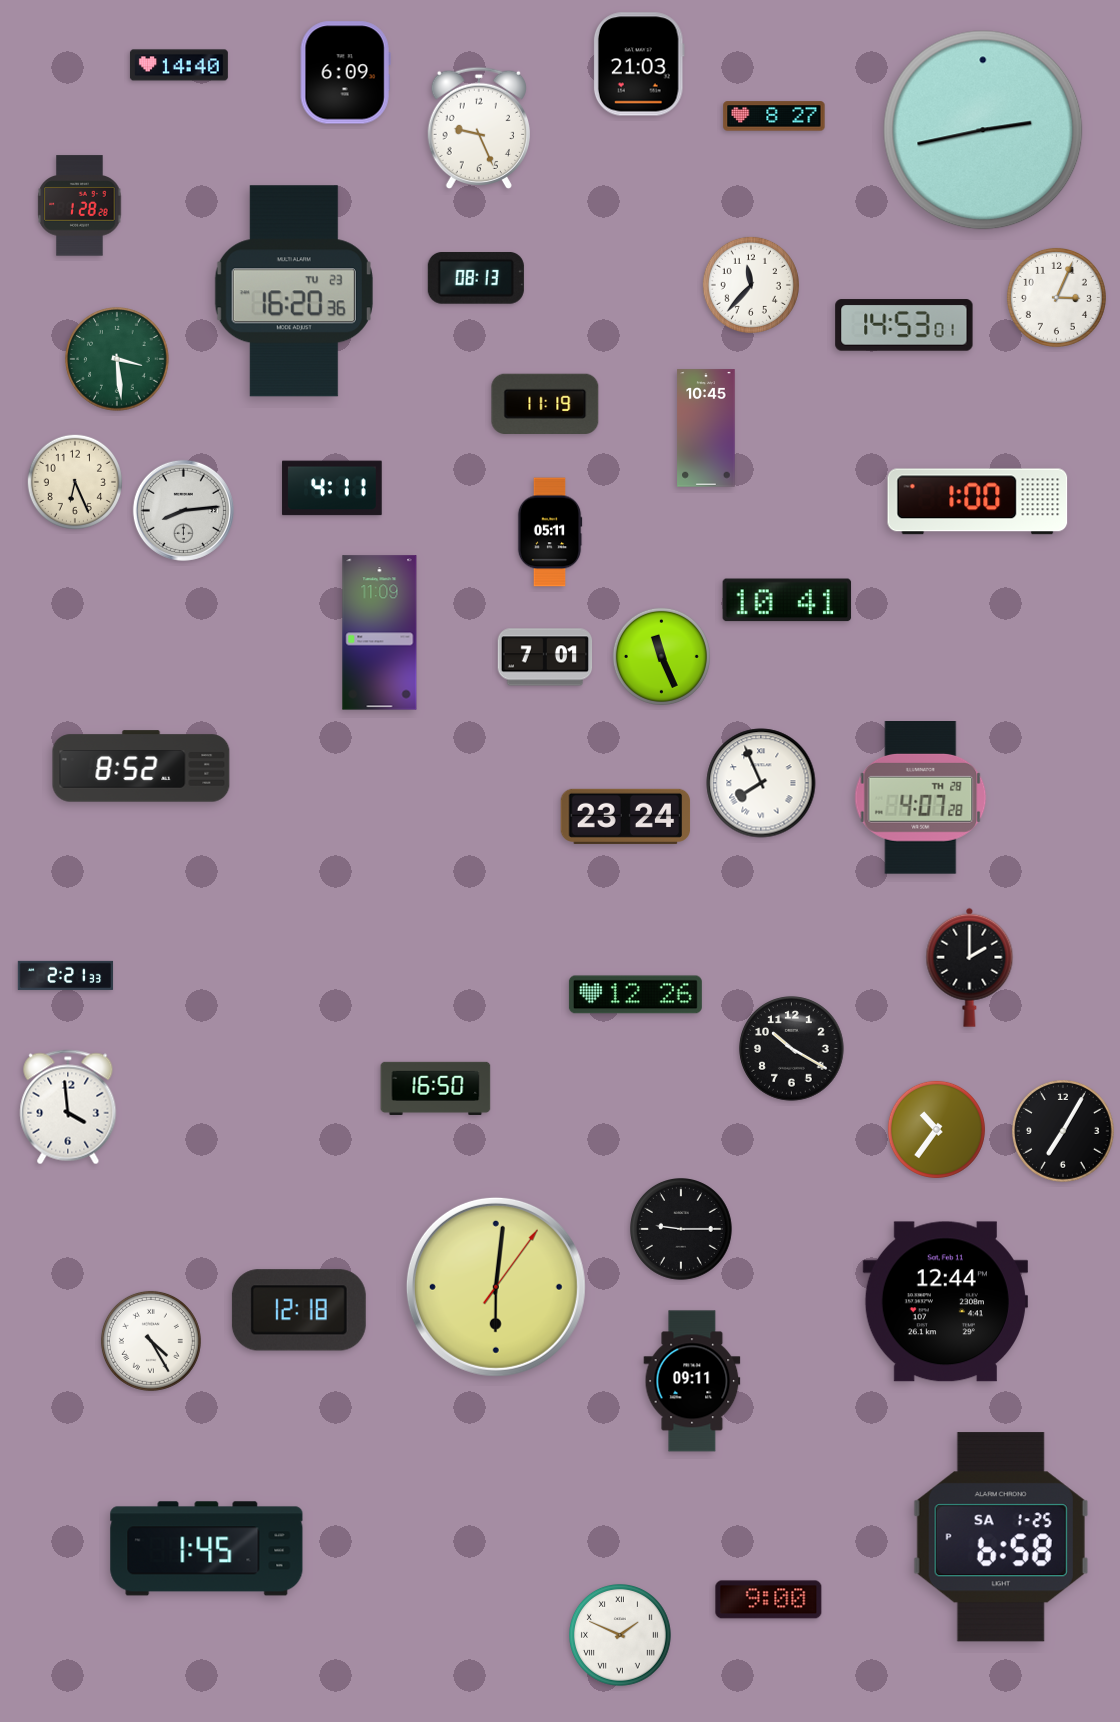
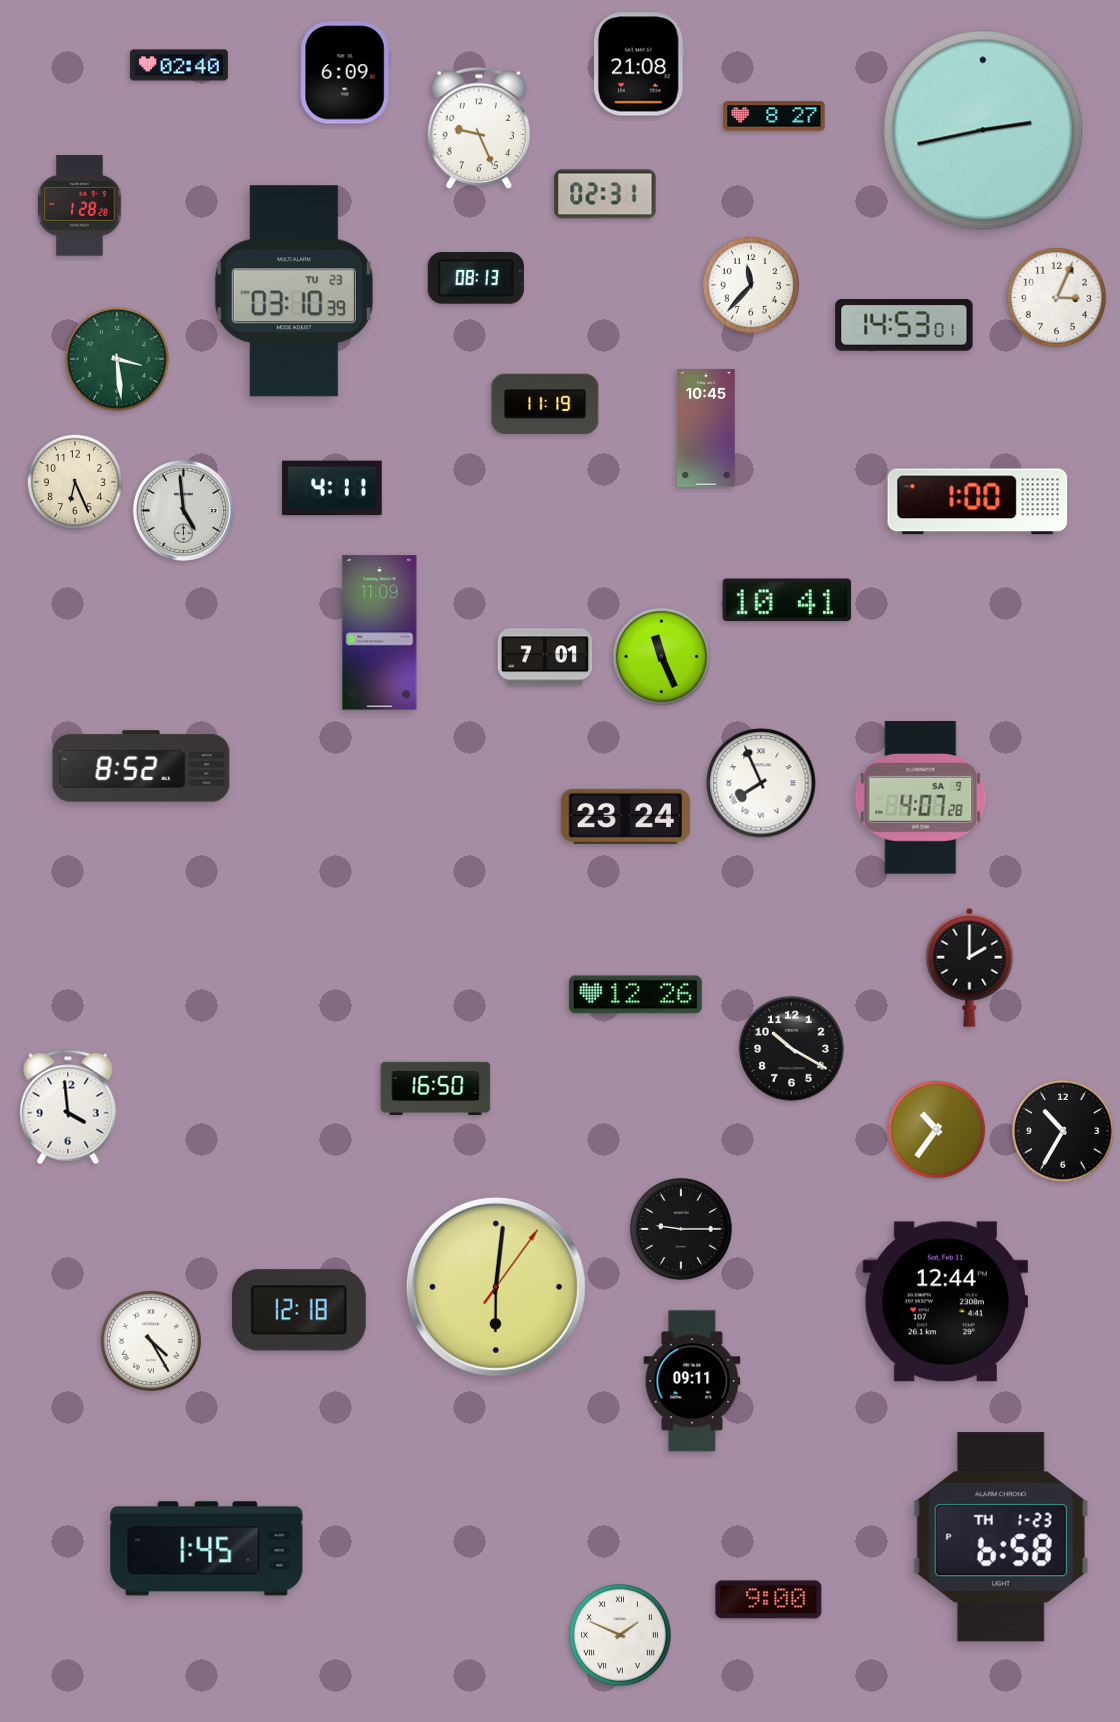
clock at (639, 64): 21:03 -> 21:08
clock at (179, 65): 14:40 -> 02:40
clock at (605, 194): none -> 02:31
clock at (294, 291): 16:20 -> 03:10
clock at (183, 510): 8:14 -> 4:59
clock at (550, 532): 05:11 -> none
clock at (921, 798) date: TH 28 -> SA 9
clock at (66, 975): 2:21 -> none
clock at (1064, 1132): 7:05 -> 10:35
clock at (1001, 1537) date: SA 1-25 -> TH 1-23
